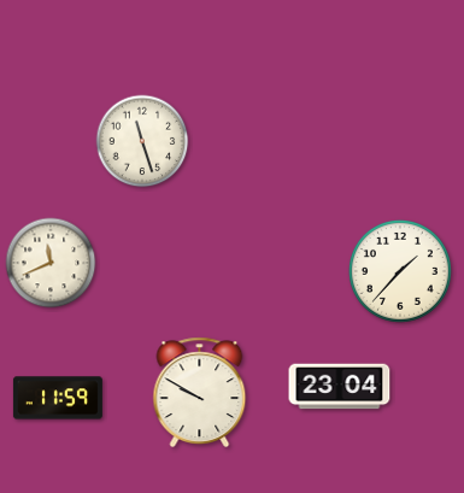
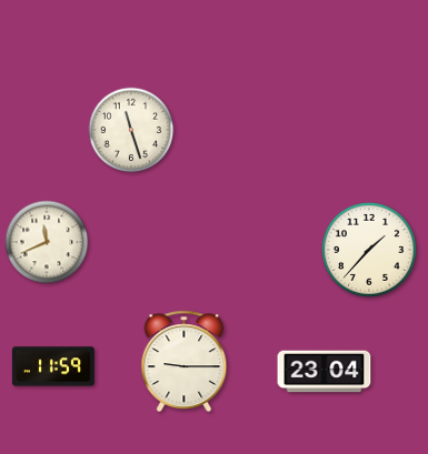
clock at (340, 387) position: (340, 387) -> (325, 372)
clock at (200, 392): 9:50 -> 9:15
